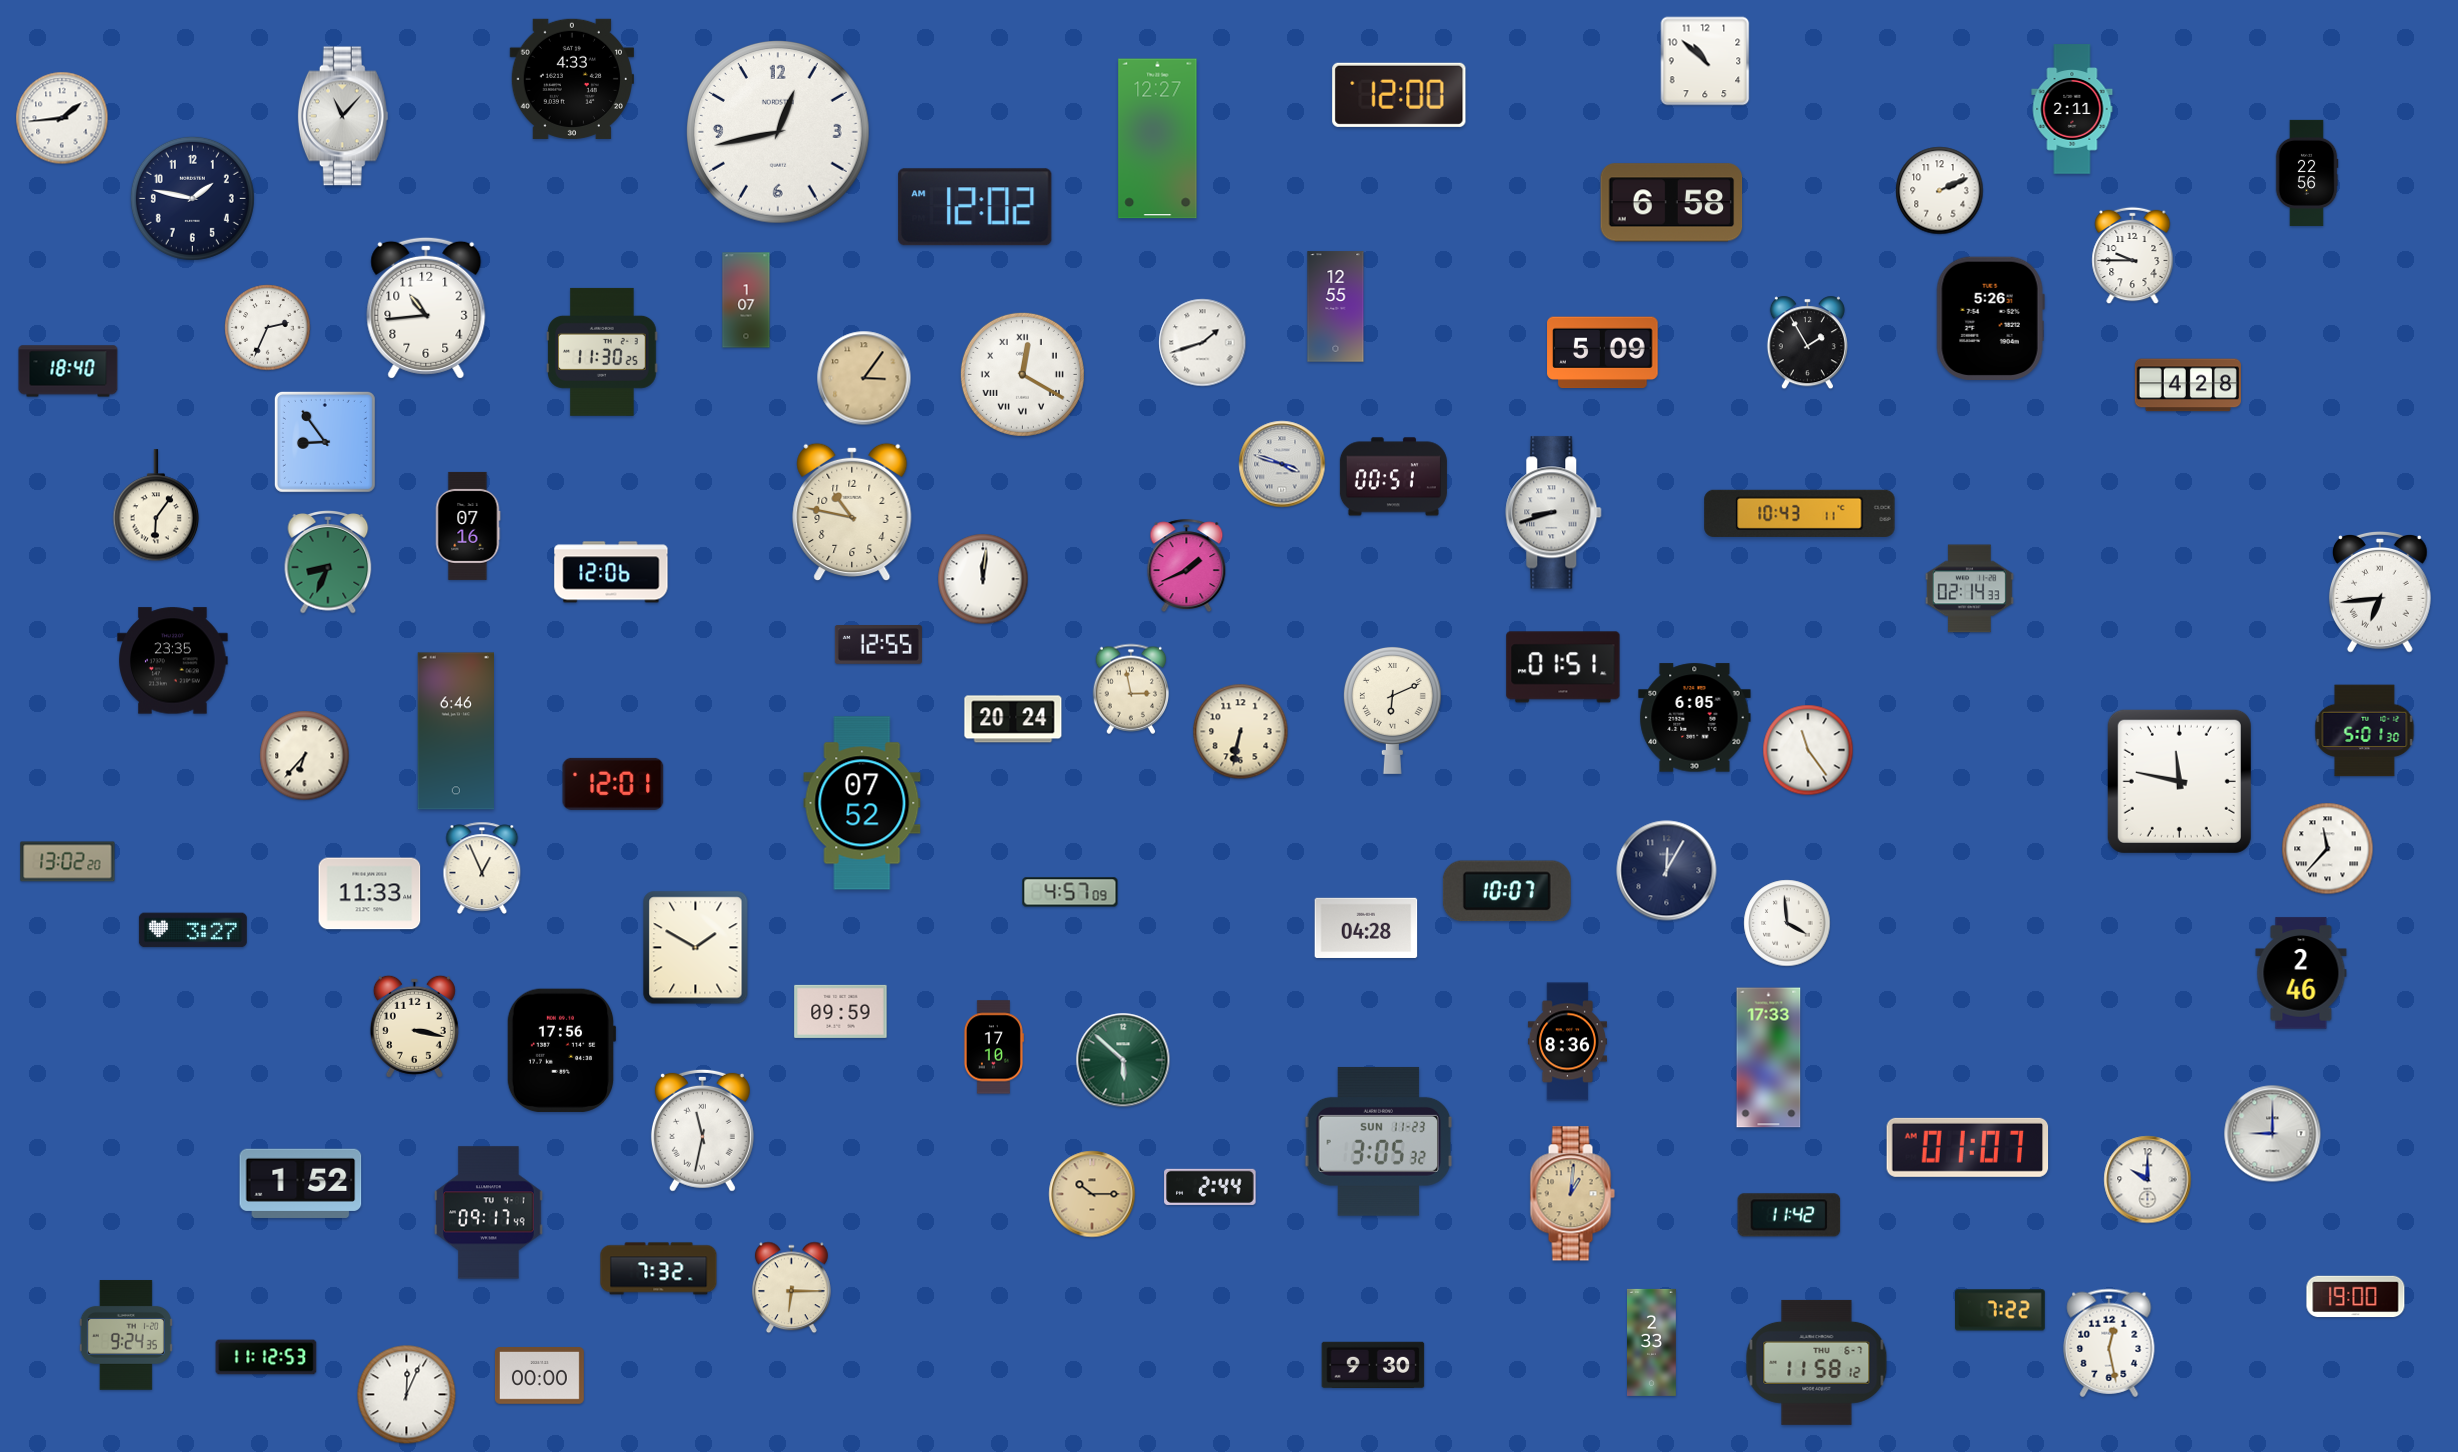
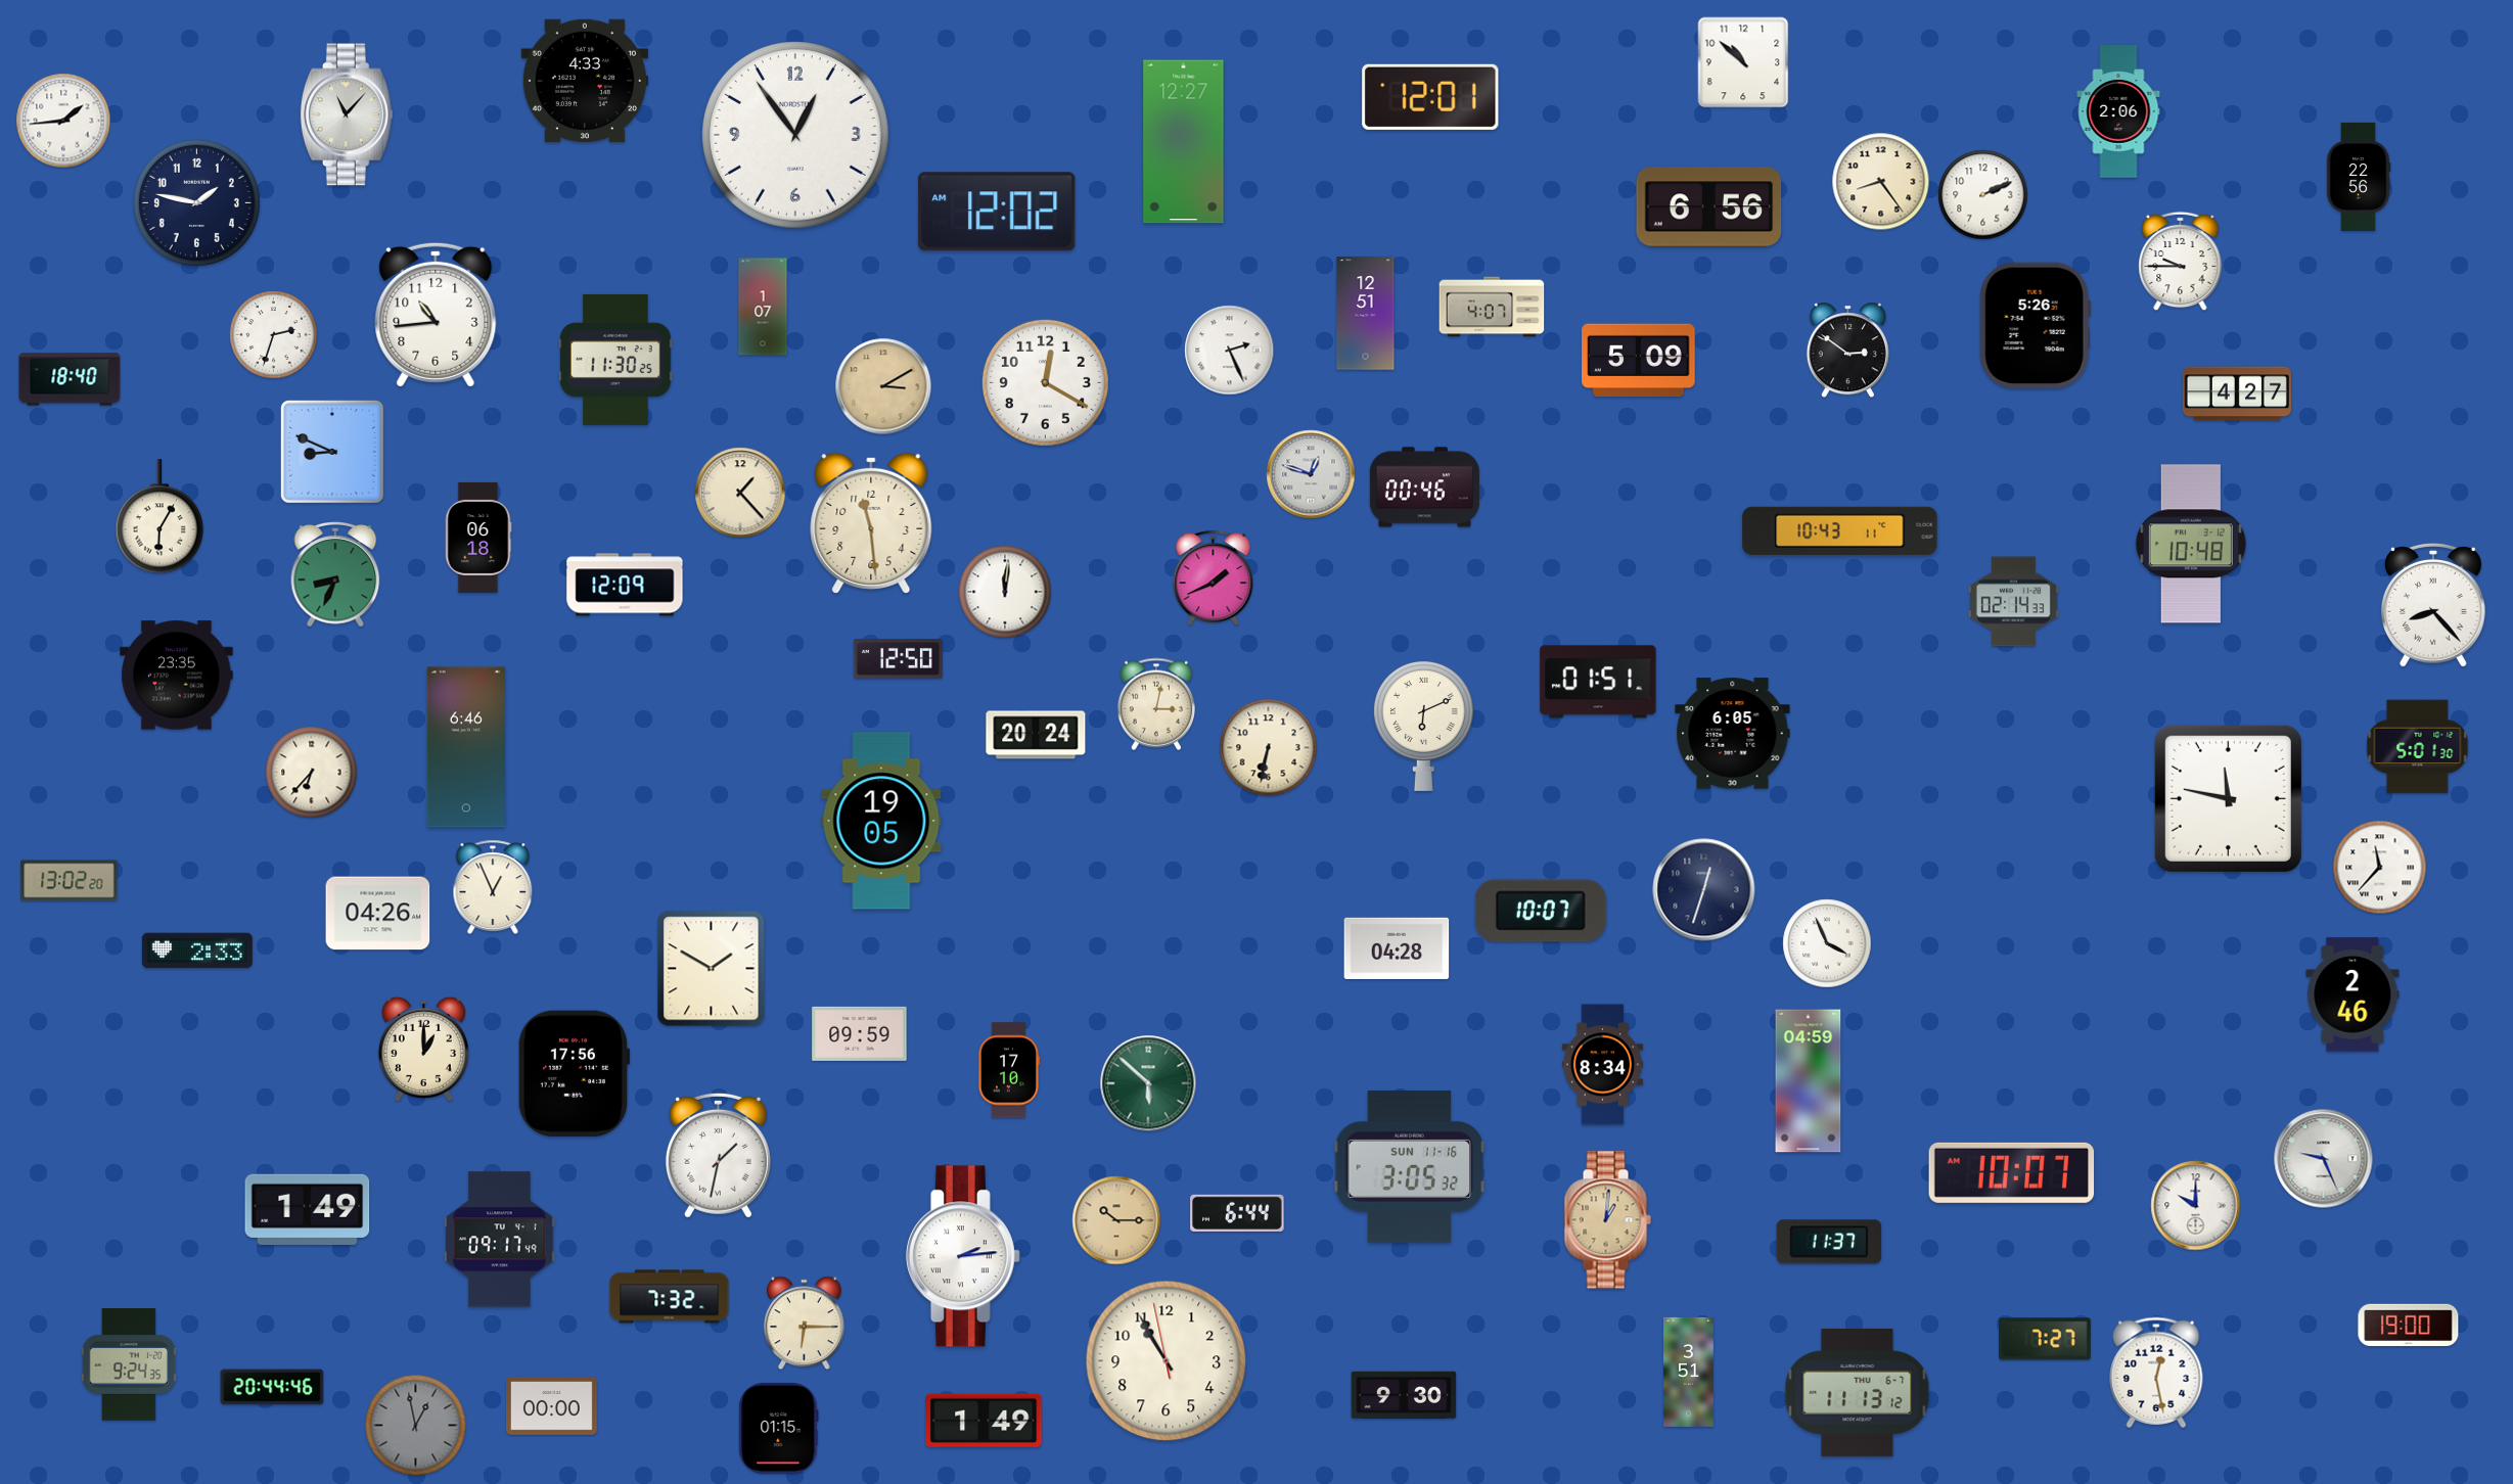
clock at (1399, 95): 12:00 -> 12:01
clock at (2072, 109): 2:11 -> 2:06
clock at (343, 116) position: (343, 116) -> (347, 114)
clock at (779, 133): 12:43 -> 12:54
clock at (1881, 182): none -> 8:24
clock at (1672, 203): 6:58 -> 6:56
clock at (1492, 307): none -> 4:07
clock at (1336, 307): 12:55 -> 12:51
clock at (268, 328): 2:34 -> 2:33
clock at (1203, 343): 1:42 -> 2:26
clock at (1807, 343): 1:55 -> 2:51
clock at (1022, 374) numerals: Roman -> Arabic
clock at (864, 378): 3:06 -> 3:10
clock at (2188, 385): 4:28 -> 4:27
clock at (325, 442): 8:54 -> 8:49
clock at (1282, 464): 3:48 -> 12:48
clock at (1393, 477): 00:51 -> 00:46
clock at (740, 493): none -> 1:23
clock at (156, 506): 6:06 -> 6:05
clock at (852, 512): 10:47 -> 11:29
clock at (1554, 513): 8:42 -> none
clock at (1800, 513) position: (1800, 513) -> (1840, 530)
clock at (468, 526): 07:16 -> 06:18
clock at (2191, 544): none -> 10:48
clock at (611, 572): 12:06 -> 12:09
clock at (2380, 593): 6:44 -> 8:23
clock at (878, 645): 12:55 -> 12:50
clock at (1130, 689): 2:58 -> 3:02
clock at (1808, 750): 11:24 -> none
clock at (613, 784): 12:01 -> none
clock at (862, 803): 07:52 -> 19:05
clock at (1667, 871): 12:05 -> 12:33
clock at (1070, 892): 4:57 -> none
clock at (370, 894): 11:33 -> 04:26
clock at (1787, 923): 3:59 -> 3:56
clock at (193, 930): 3:27 -> 2:33
clock at (414, 1026): 3:17 -> 1:00
clock at (1567, 1042): 8:36 -> 8:34
clock at (993, 1047) position: (993, 1047) -> (1008, 1070)
clock at (1769, 1058): 17:33 -> 04:59
clock at (702, 1130): 11:32 -> 1:32
clock at (2273, 1134): 9:00 -> 9:26
clock at (1379, 1141) date: SUN 11-23 -> SUN 11-16
clock at (1968, 1147): 01:07 -> 10:07
clock at (301, 1183): 1:52 -> 1:49
clock at (1210, 1187): 2:44 -> 6:44
clock at (1789, 1215): 11:42 -> 11:37
clock at (963, 1256): none -> 2:14
clock at (659, 1269) position: (659, 1269) -> (670, 1297)
clock at (791, 1288) position: (791, 1288) -> (804, 1324)
clock at (2001, 1310): 7:22 -> 7:27
clock at (1167, 1361): none -> 10:54
clock at (1652, 1342): 2:33 -> 3:51
clock at (266, 1357): 11:12 -> 20:44
clock at (1817, 1362): 11:58 -> 11:13
clock at (984, 1421): none -> 1:49
clock at (407, 1395): 12:04 -> 12:58
clock at (407, 1395) dial: white -> grey
clock at (779, 1428): none -> 01:15
